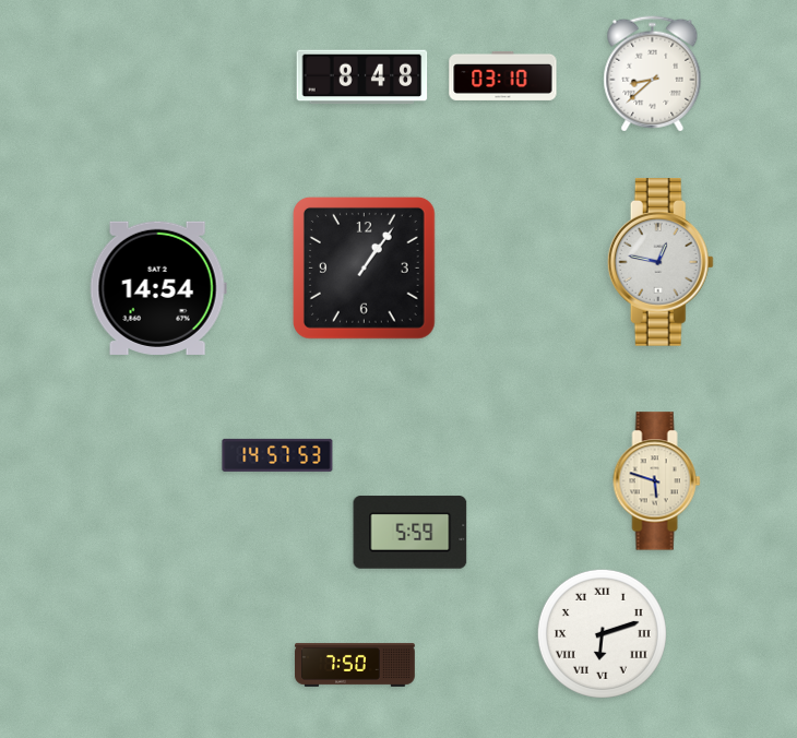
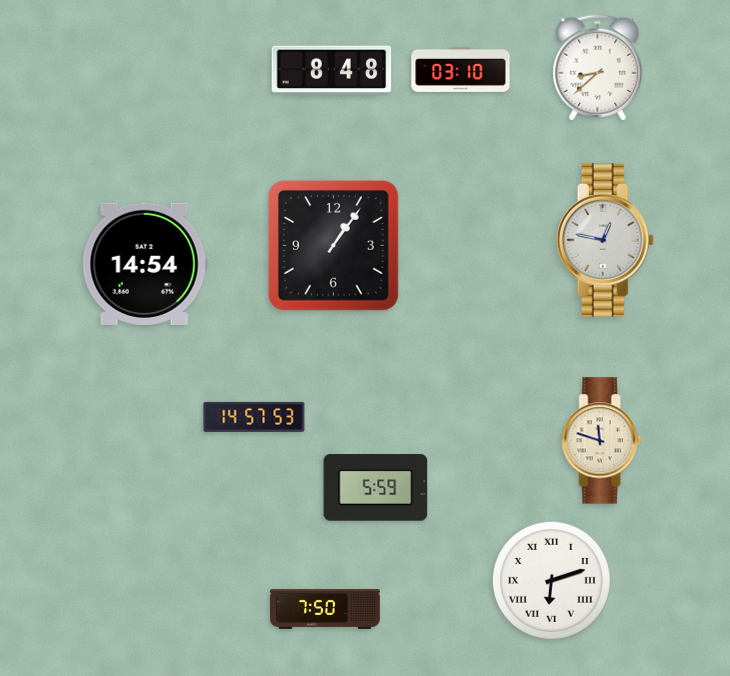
clock at (657, 481): 5:48 -> 11:48
